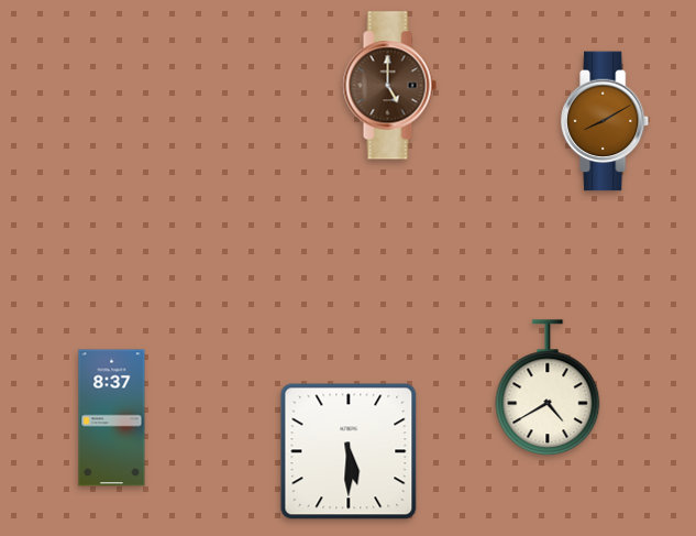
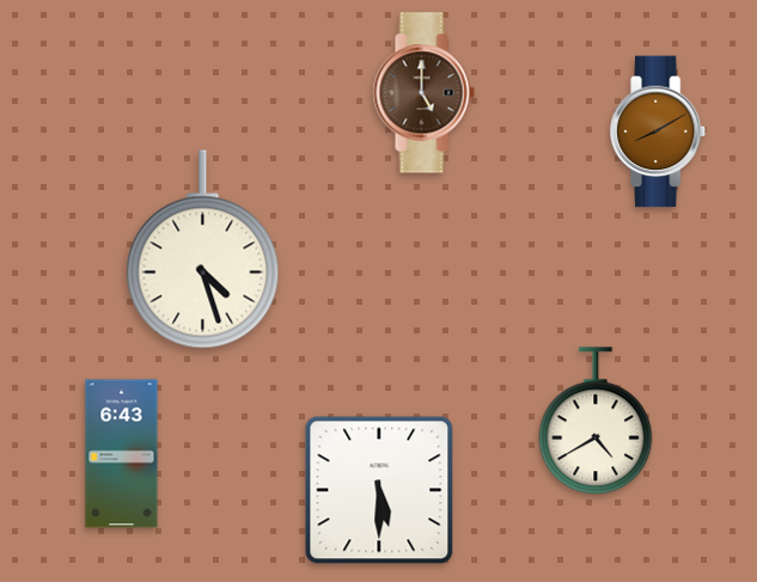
clock at (203, 250): none -> 4:27
clock at (112, 418): 8:37 -> 6:43
